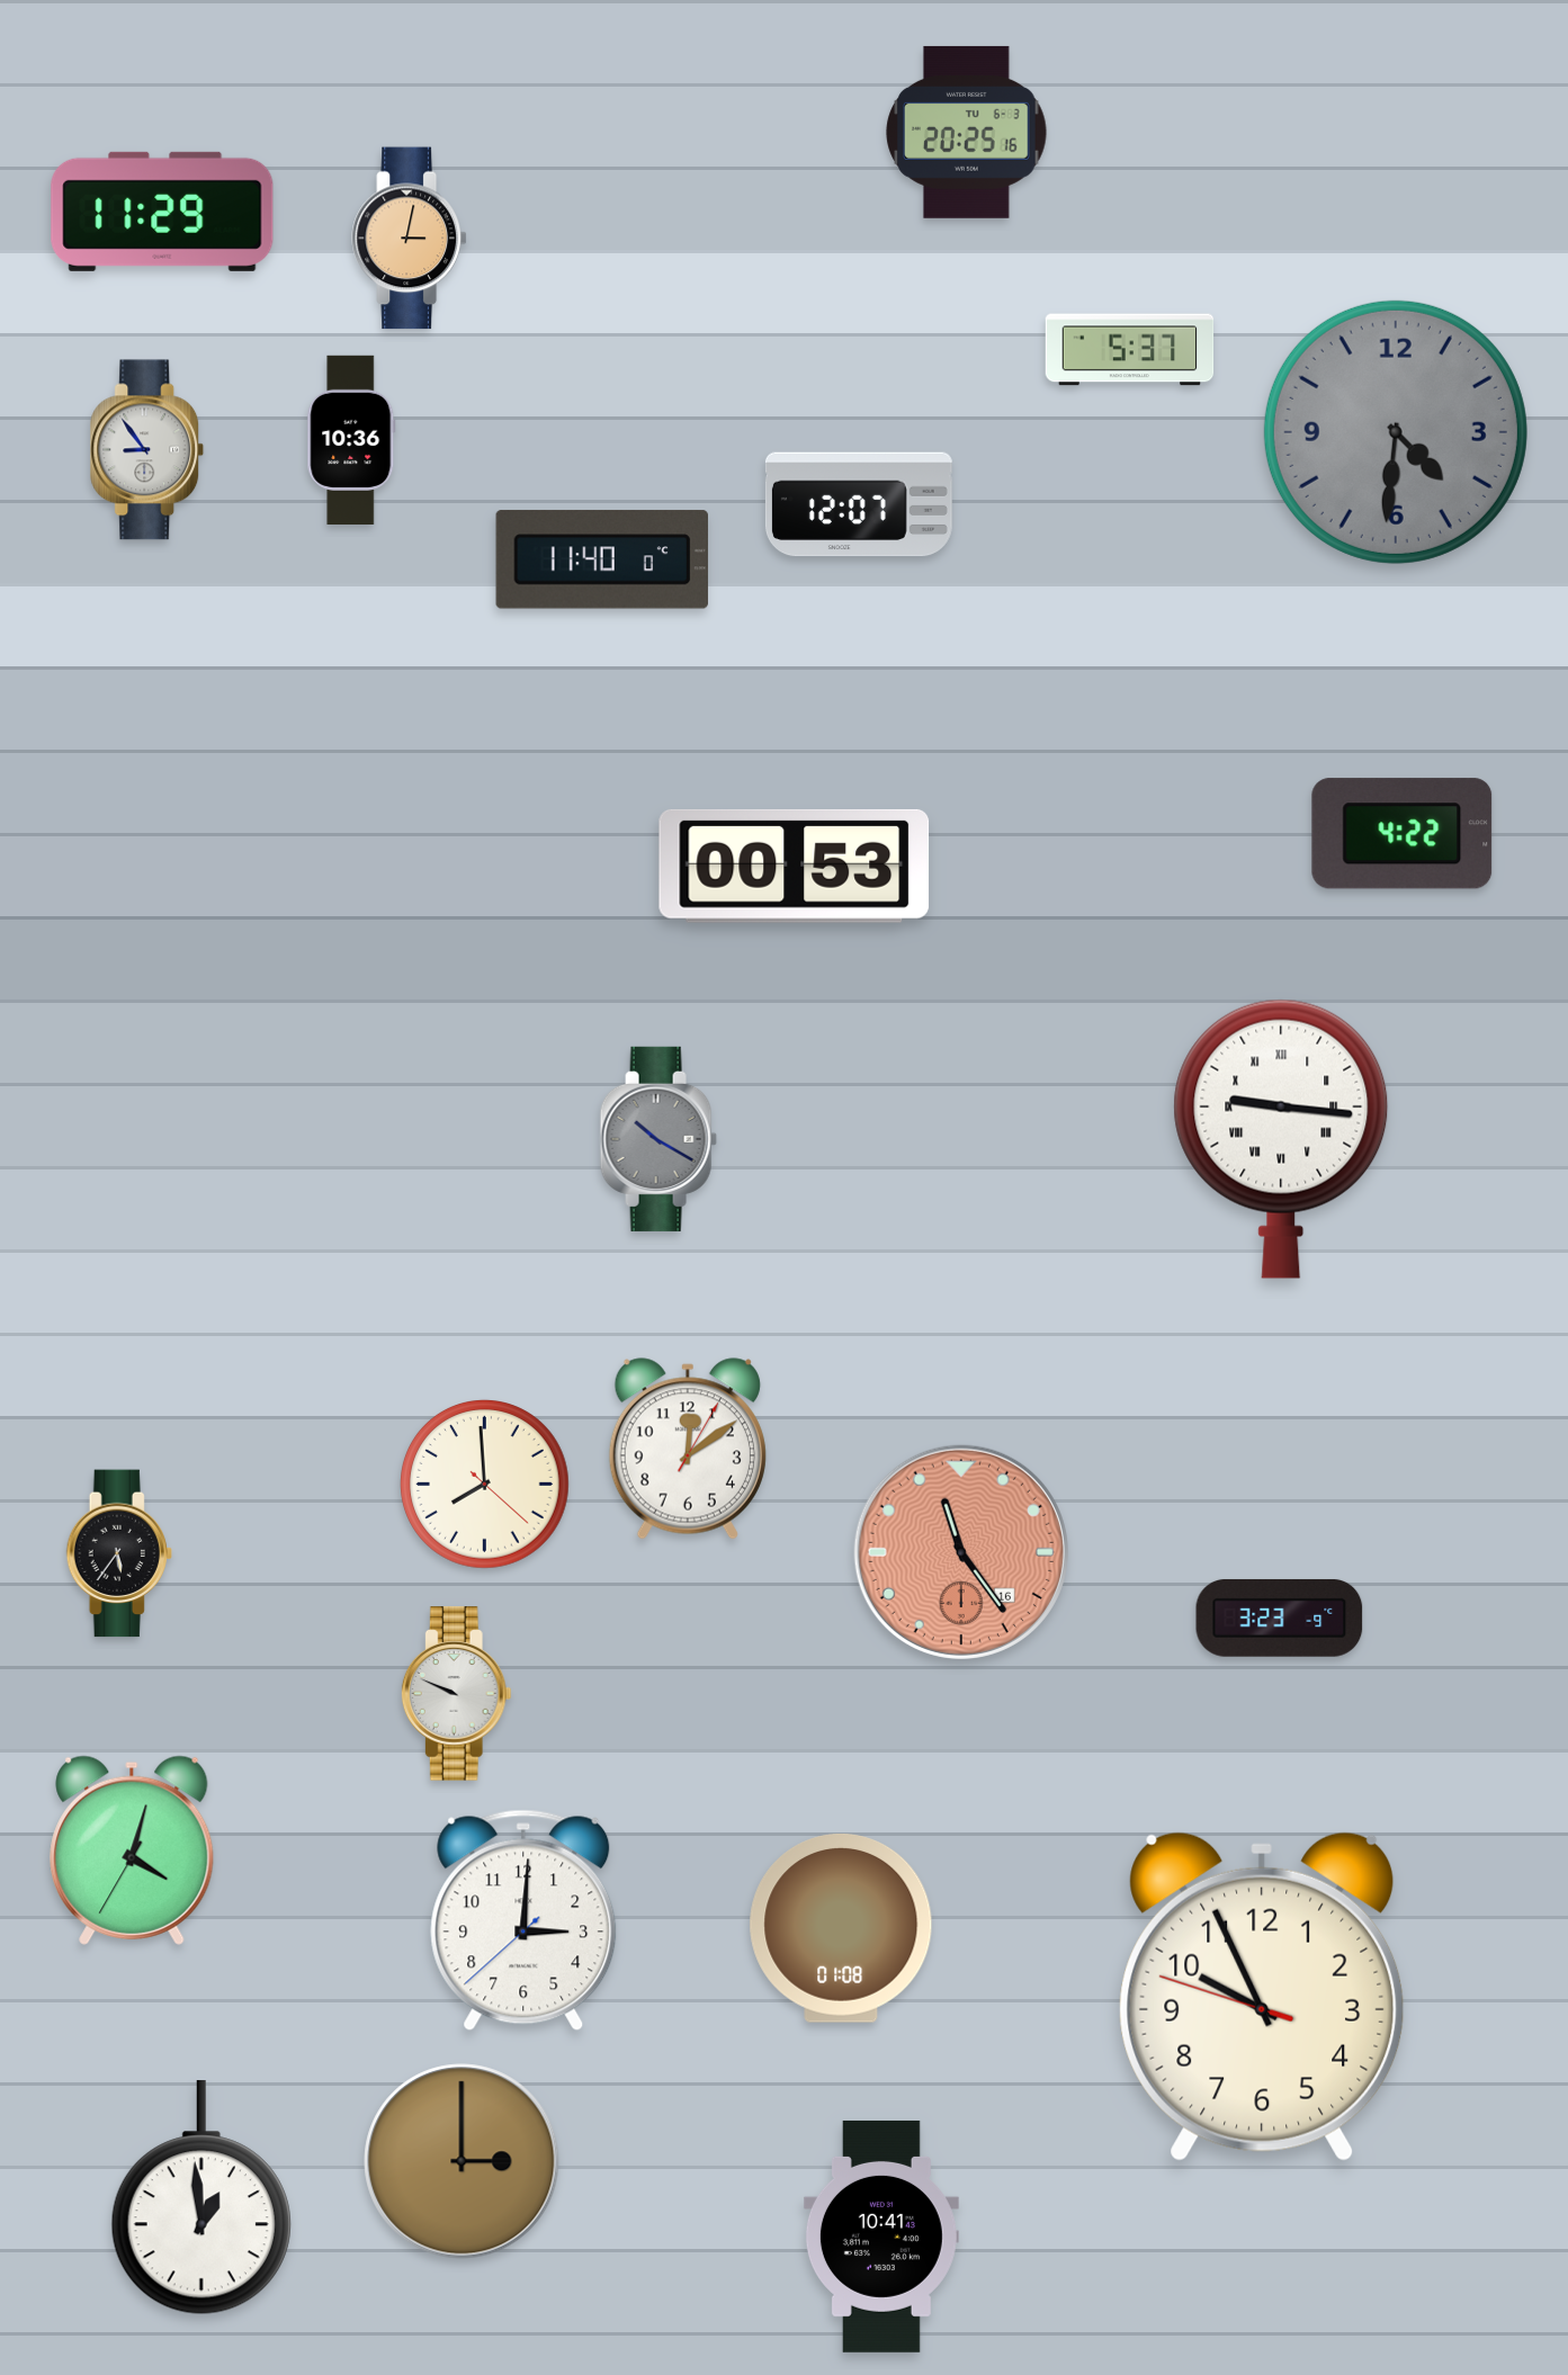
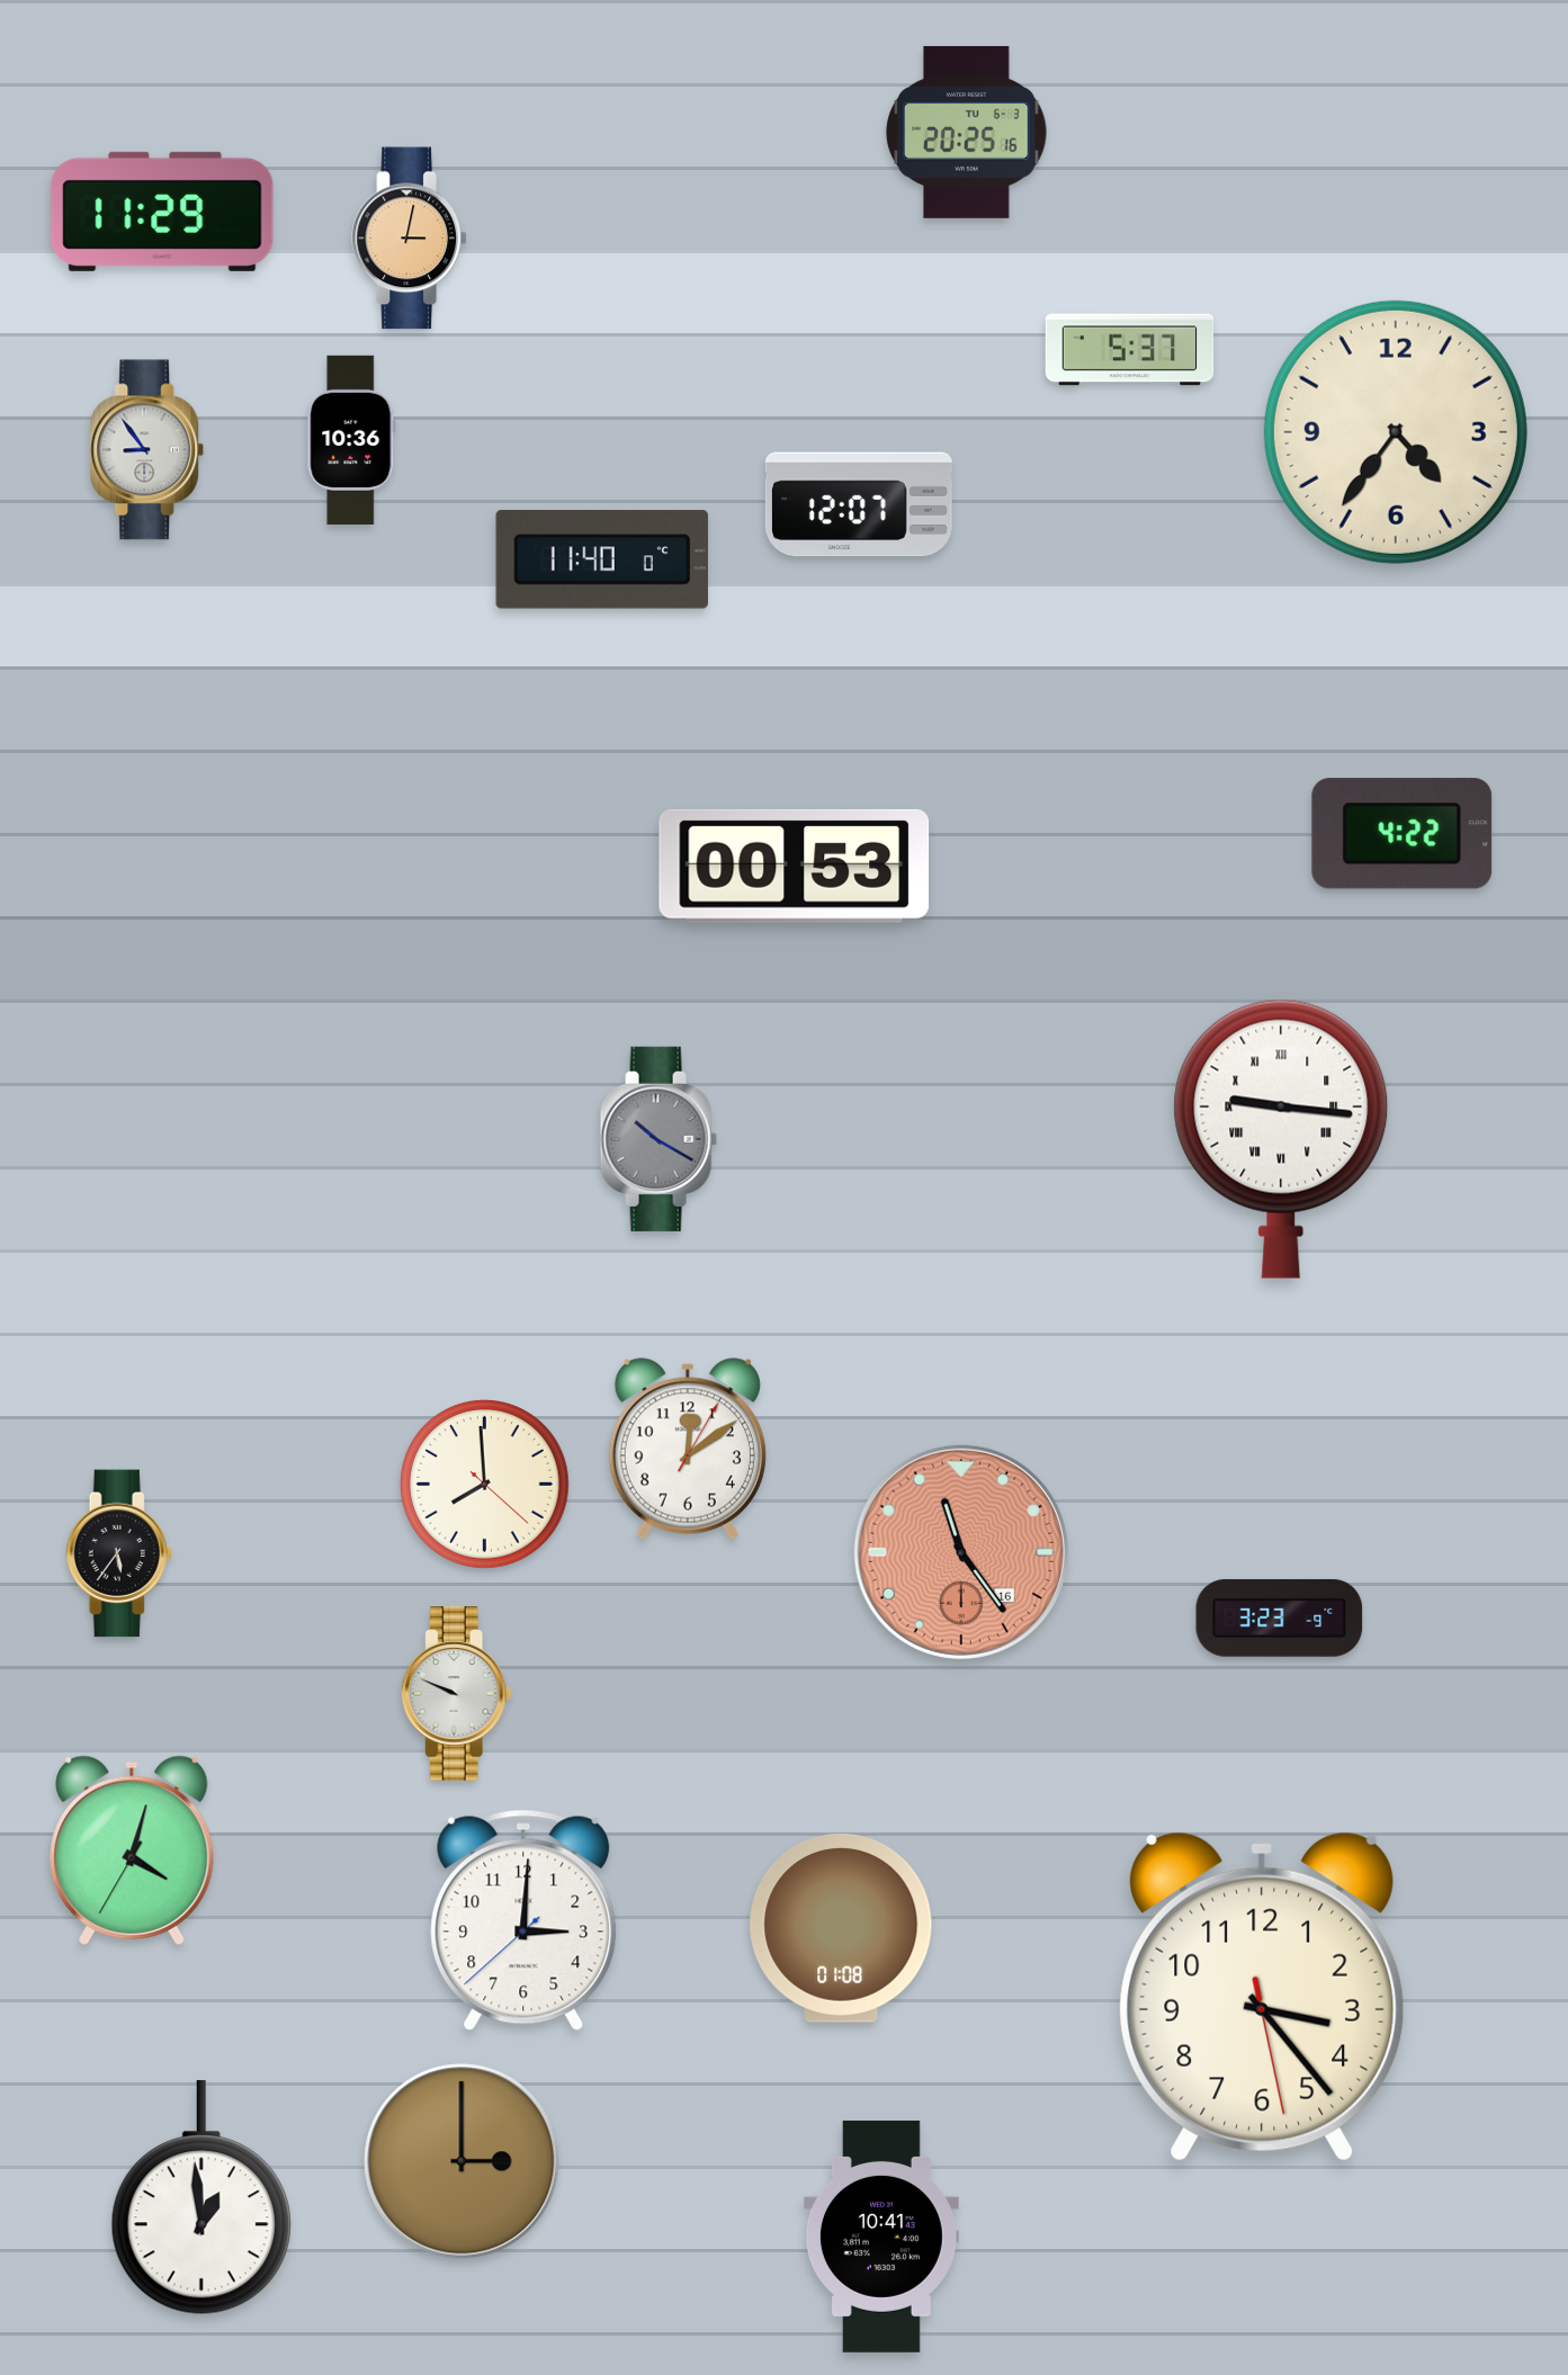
clock at (1396, 432): 4:31 -> 4:36
clock at (1396, 432) dial: grey -> cream
clock at (1262, 1997): 9:55 -> 3:23
